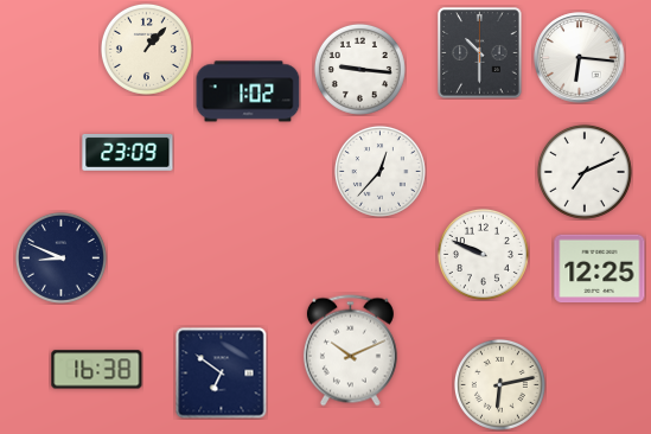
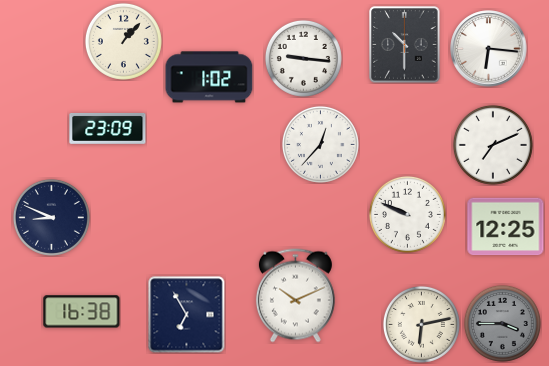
clock at (222, 374): 6:51 -> 6:55
clock at (502, 323): none -> 3:45
